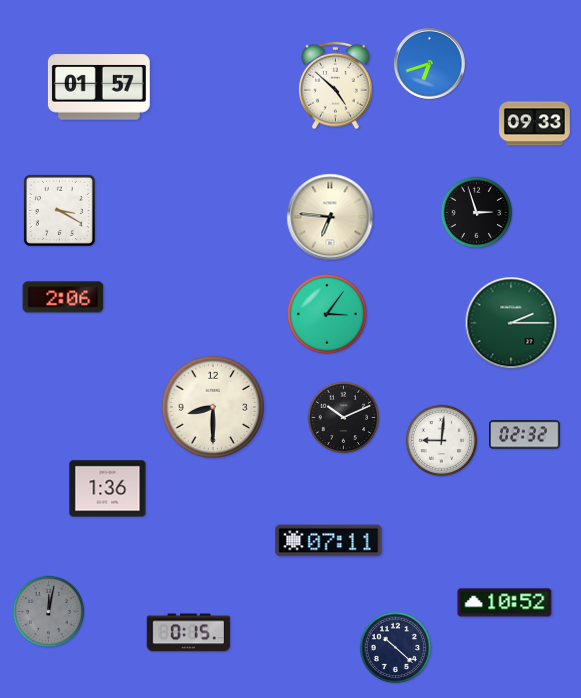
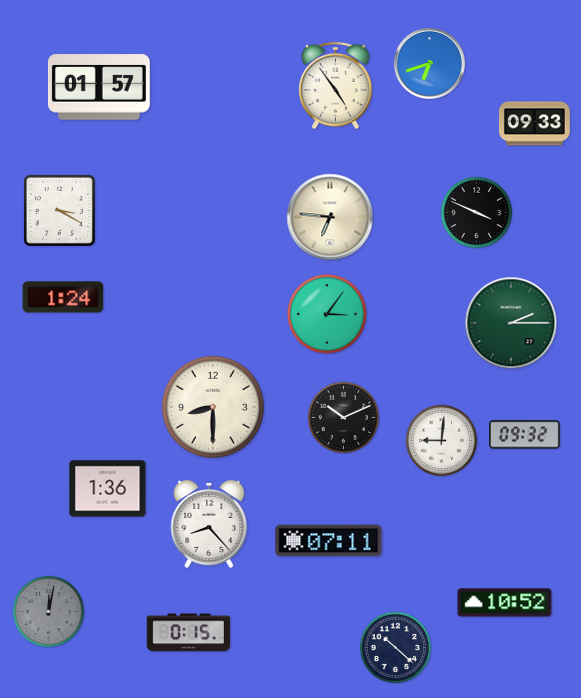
clock at (336, 86): 4:52 -> 4:54
clock at (477, 213): 2:57 -> 3:49
clock at (63, 297): 2:06 -> 1:24
clock at (525, 435): 02:32 -> 09:32
clock at (209, 524): none -> 8:23
